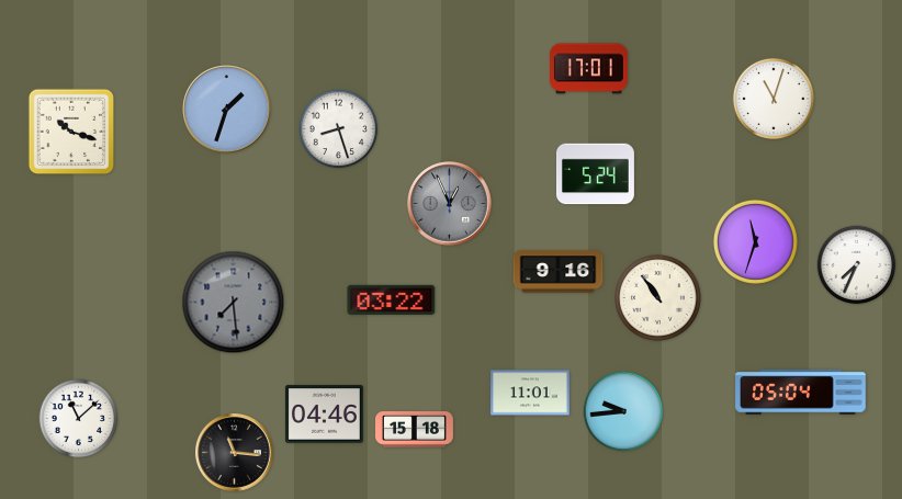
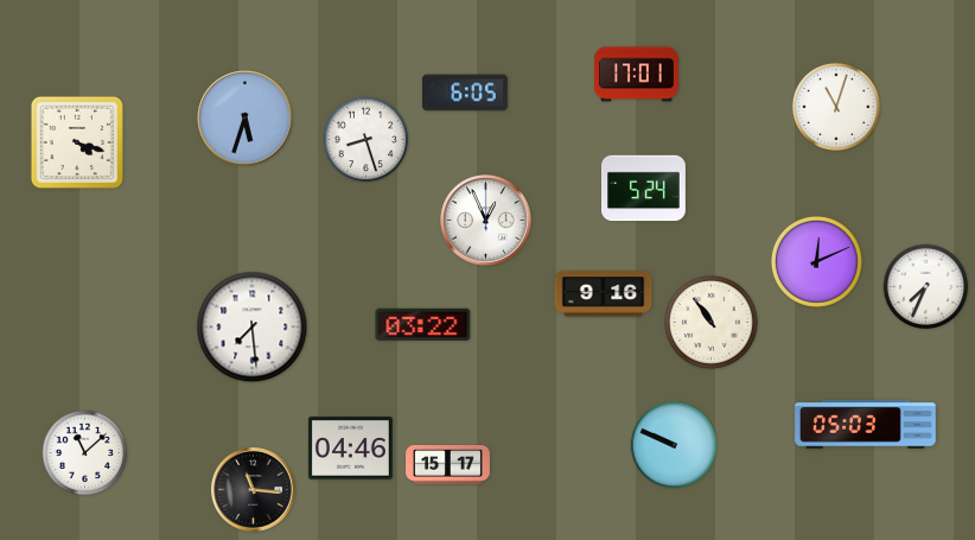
clock at (465, 93): none -> 6:05
clock at (227, 110): 1:33 -> 5:33
clock at (70, 131): 10:18 -> 4:18
clock at (450, 204) dial: grey -> white
clock at (755, 241): 11:33 -> 12:11
clock at (234, 303) dial: grey -> white
clock at (530, 393): 11:01 -> none
clock at (801, 393): 05:04 -> 05:03
clock at (623, 411): 9:44 -> 9:49
clock at (415, 430): 15:18 -> 15:17
